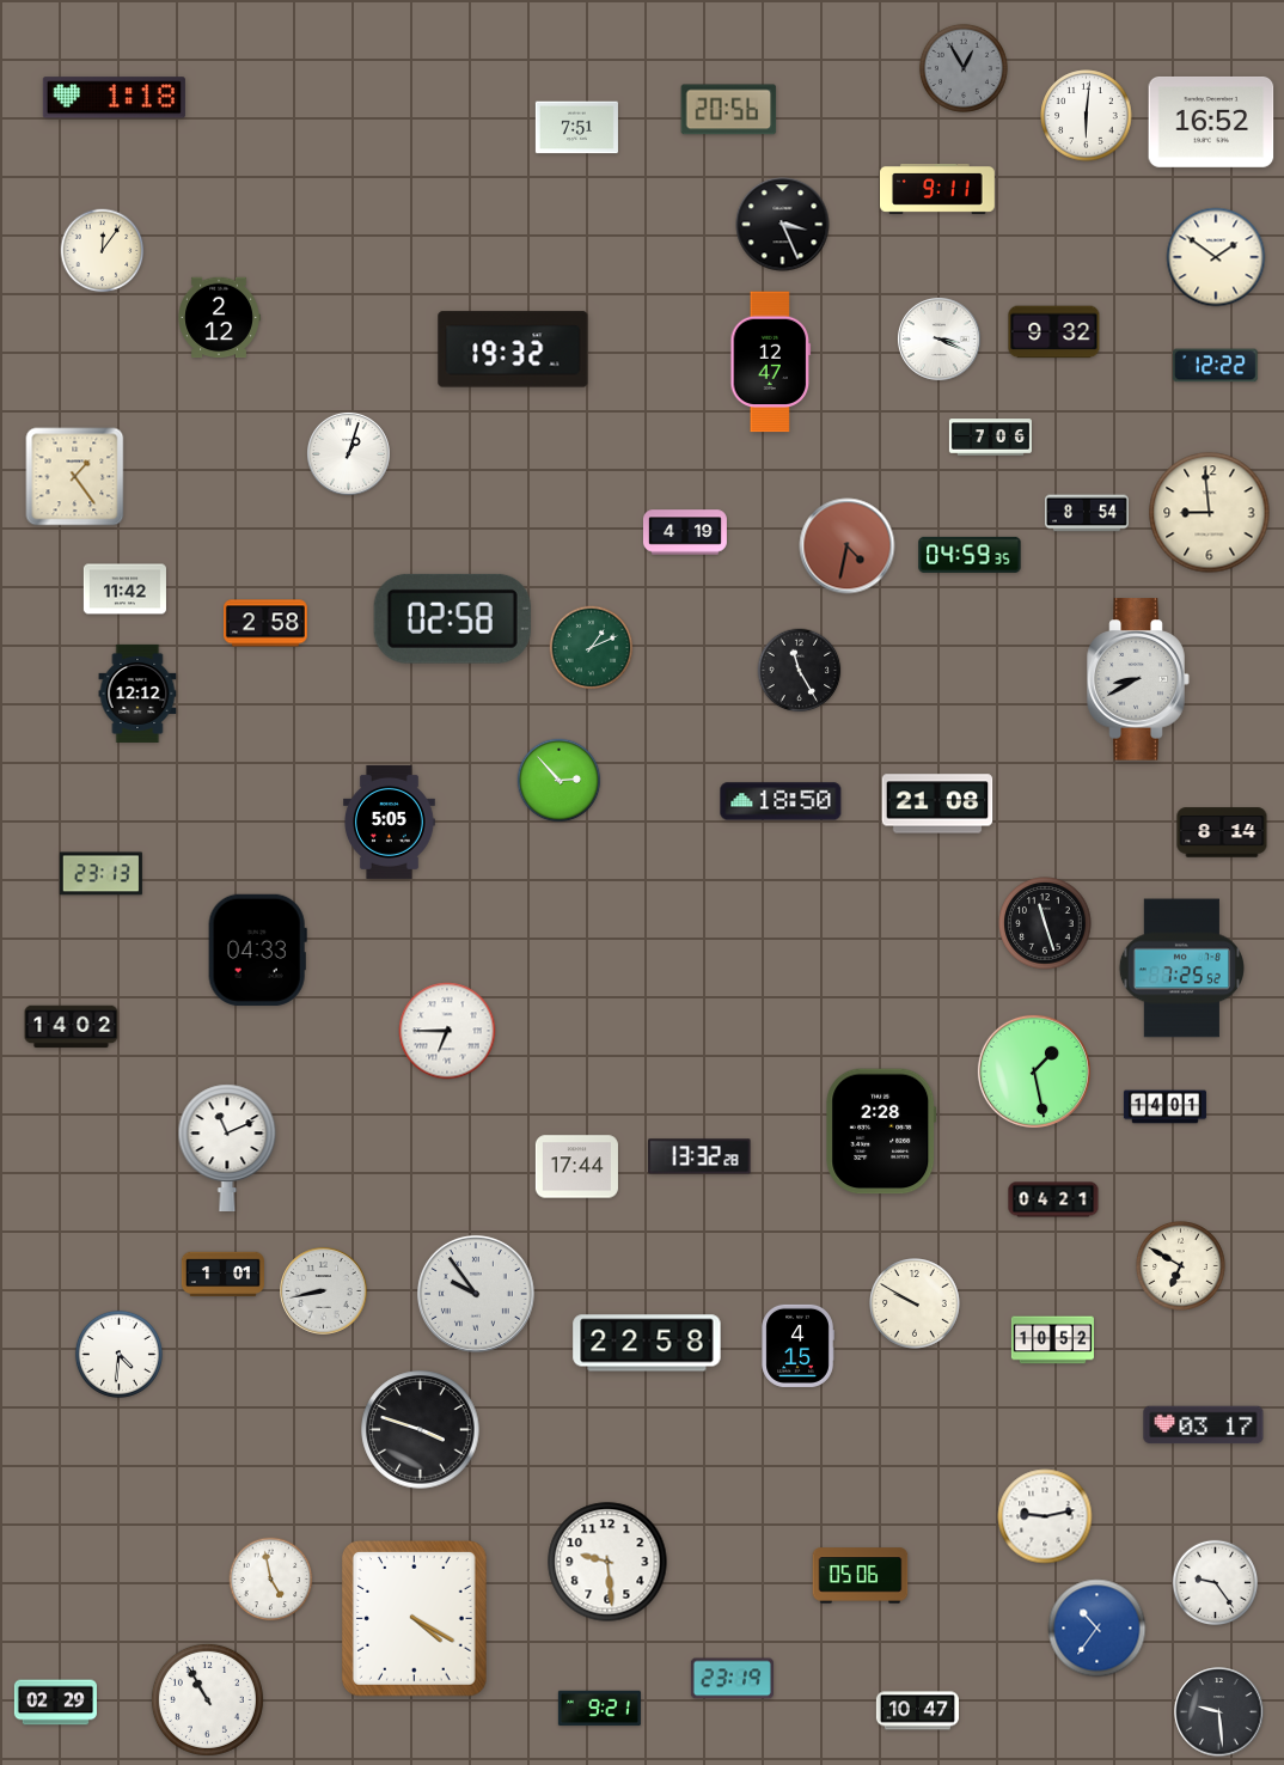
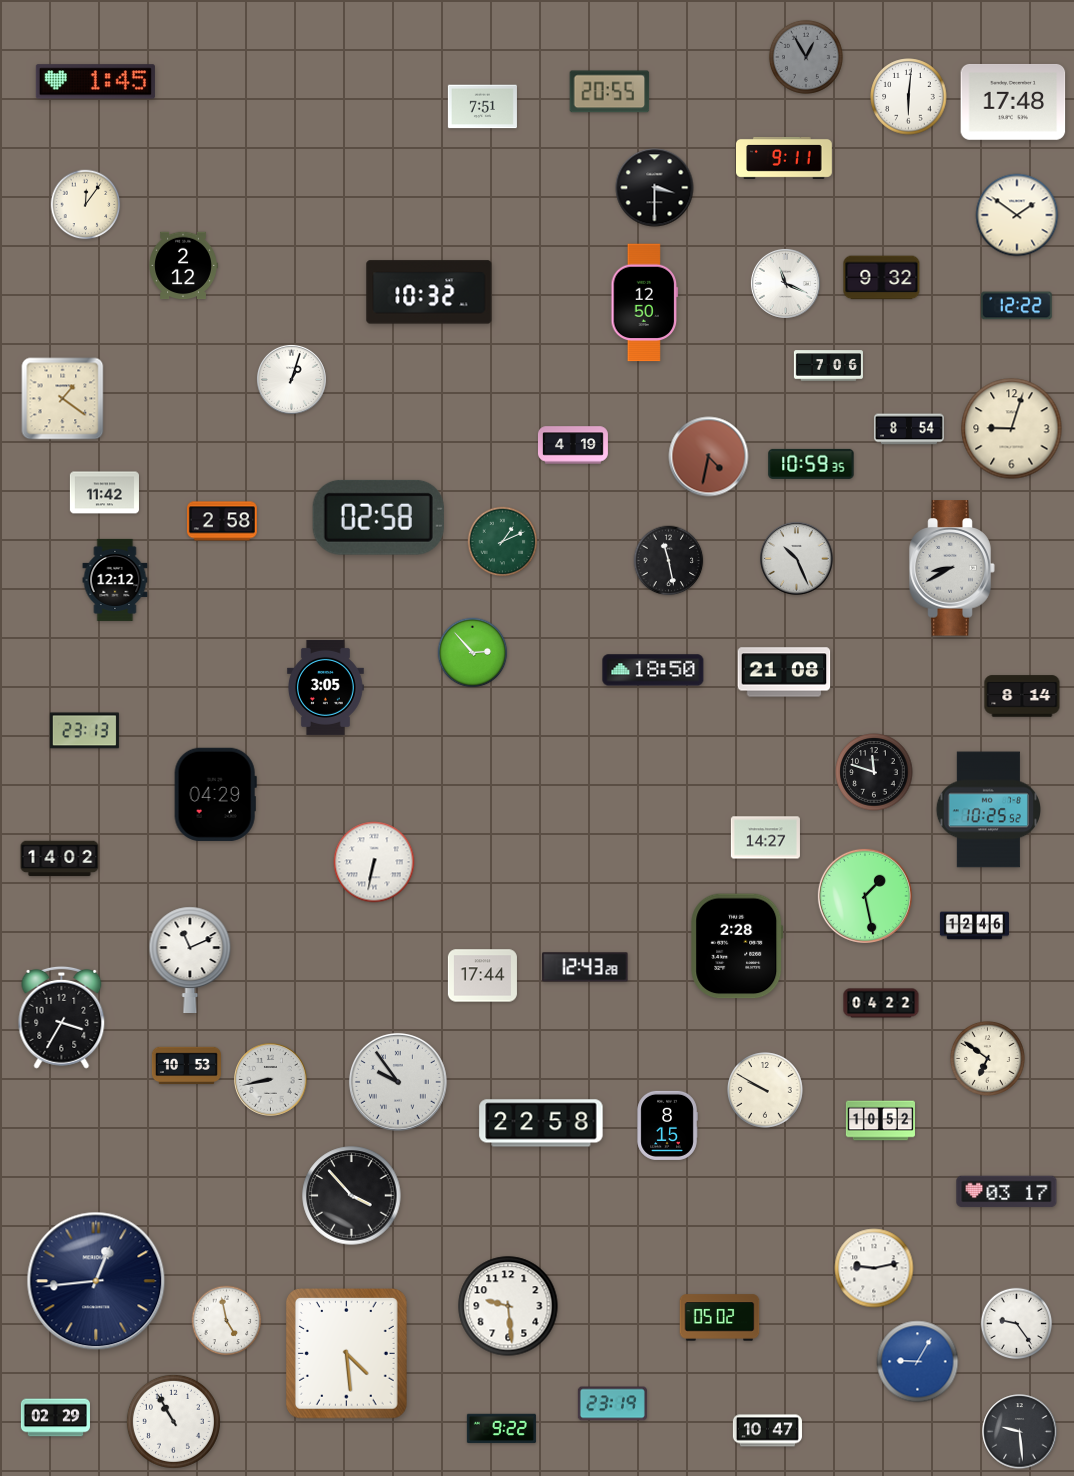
clock at (114, 98): 1:18 -> 1:45
clock at (729, 110): 20:56 -> 20:55
clock at (1211, 122): 16:52 -> 17:48
clock at (783, 225): 3:26 -> 3:30
clock at (103, 251) position: (103, 251) -> (86, 205)
clock at (938, 338): 3:19 -> 11:19
clock at (513, 349): 19:32 -> 10:32
clock at (771, 362): 12:47 -> 12:50
clock at (75, 477): 1:24 -> 1:21
clock at (1210, 513): 8:59 -> 9:03
clock at (970, 555): 04:59 -> 10:59
clock at (592, 648) position: (592, 648) -> (503, 542)
clock at (797, 559): none -> 10:26
clock at (800, 671): 11:25 -> 11:28
clock at (560, 781) position: (560, 781) -> (473, 653)
clock at (389, 822): 5:05 -> 3:05
clock at (1045, 923): 11:27 -> 11:48
clock at (257, 949): 04:33 -> 04:29
clock at (1181, 969): 7:25 -> 10:25
clock at (765, 838): none -> 14:27
clock at (447, 1031): 6:45 -> 6:32
clock at (1164, 1107): 14:01 -> 12:46
clock at (699, 1156): 13:32 -> 12:43
clock at (1053, 1199): 04:21 -> 04:22
clock at (62, 1017): none -> 3:35
clock at (1181, 1266): 6:50 -> 6:51
clock at (222, 1275): 1:01 -> 10:53
clock at (797, 1345): 4:15 -> 8:15
clock at (118, 1354): 4:31 -> none
clock at (421, 1430): 3:48 -> 3:53
clock at (96, 1281): none -> 12:44
clock at (861, 1576): 05:06 -> 05:02
clock at (415, 1619): 4:20 -> 4:29
clock at (1097, 1629): 10:36 -> 9:05
clock at (55, 1703) position: (55, 1703) -> (55, 1418)
clock at (599, 1709): 9:21 -> 9:22
